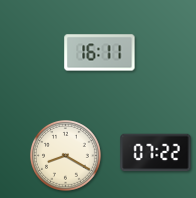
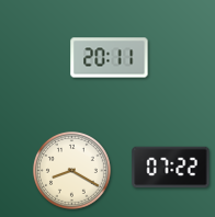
clock at (100, 53): 16:11 -> 20:11
